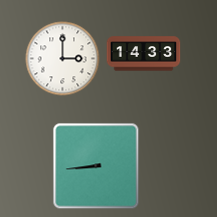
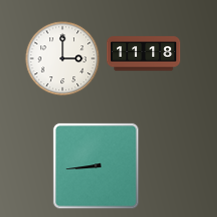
clock at (144, 54): 14:33 -> 11:18
